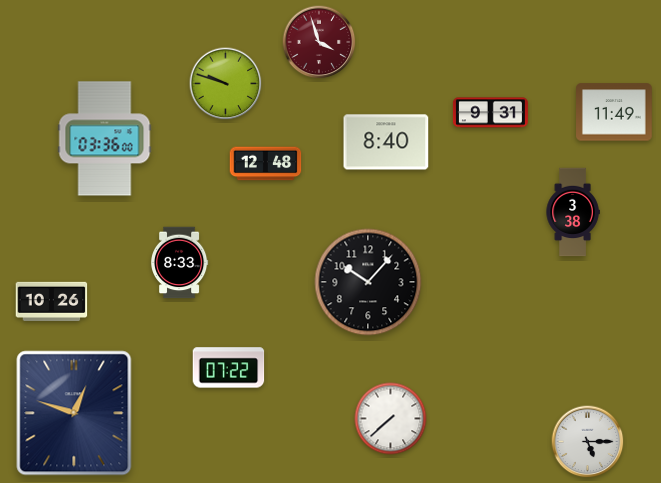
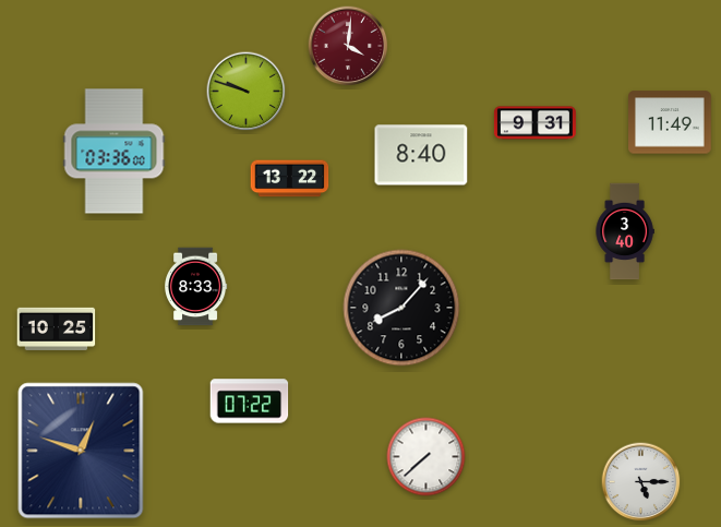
clock at (319, 42): 3:57 -> 4:01
clock at (266, 164): 12:48 -> 13:22
clock at (573, 212): 3:38 -> 3:40
clock at (368, 282): 10:07 -> 8:07
clock at (52, 301): 10:26 -> 10:25
